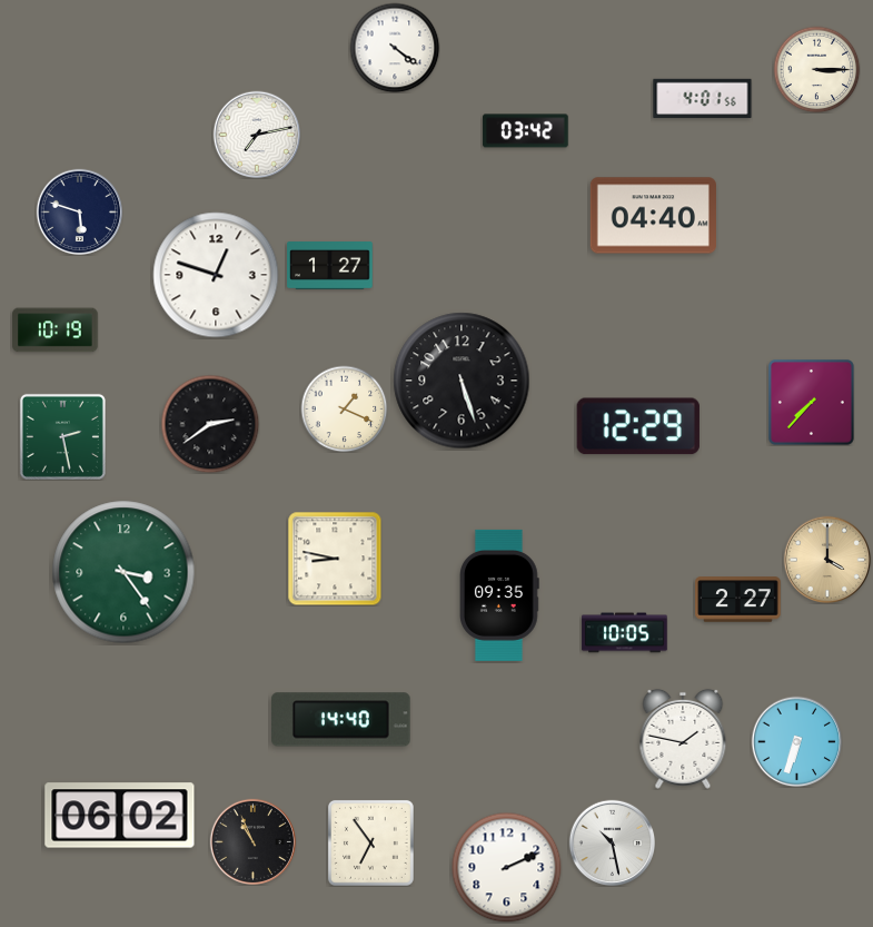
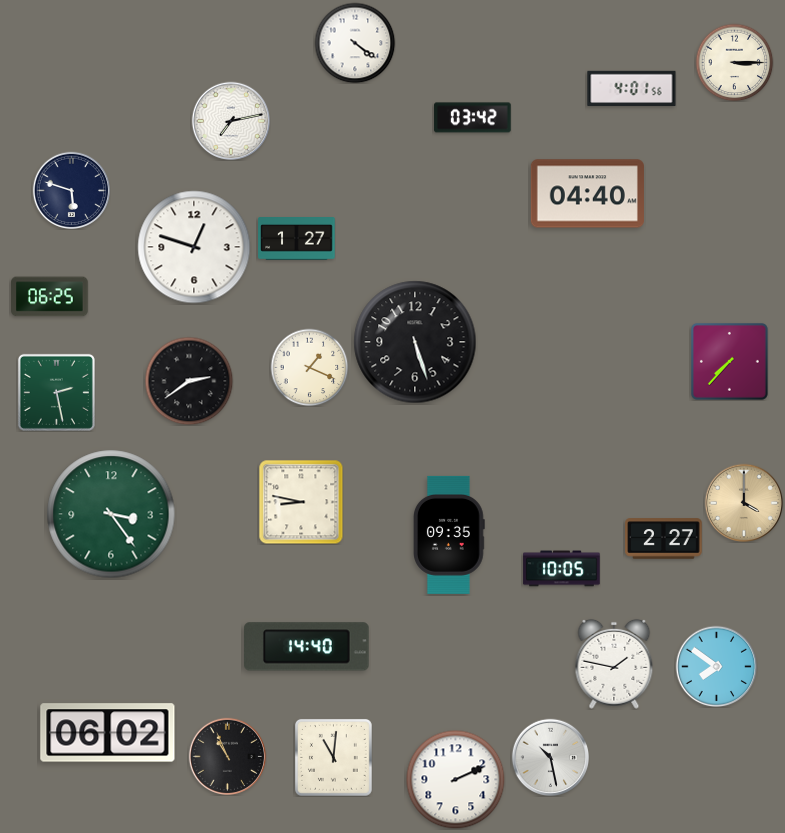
clock at (56, 331): 10:19 -> 06:25
clock at (638, 426): 12:29 -> none
clock at (796, 741): 6:33 -> 7:51
clock at (370, 842): 6:54 -> 11:01
